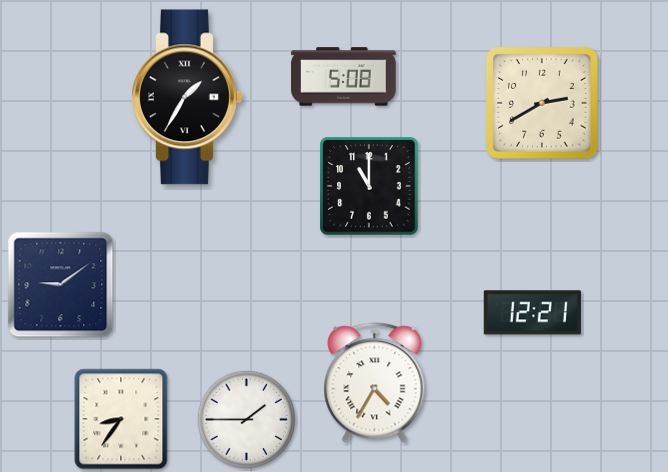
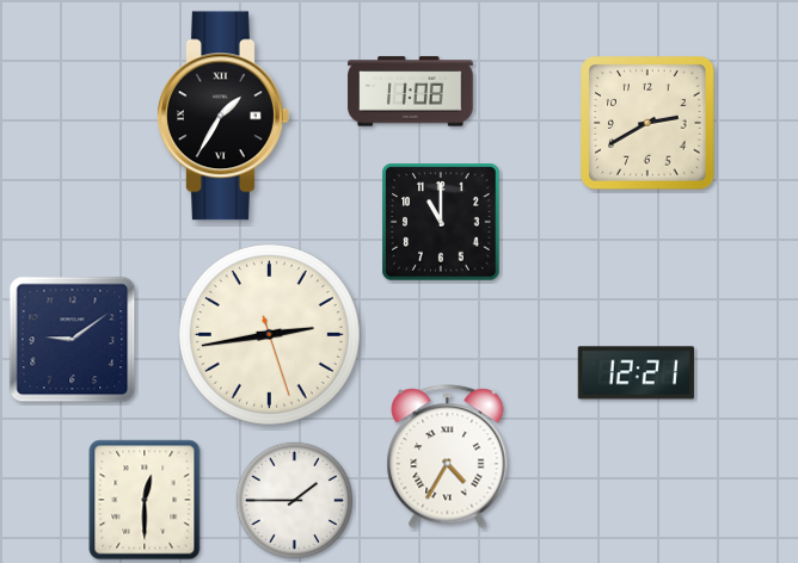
clock at (344, 77): 5:08 -> 11:08
clock at (269, 334): none -> 2:43
clock at (121, 419): 8:36 -> 12:30
